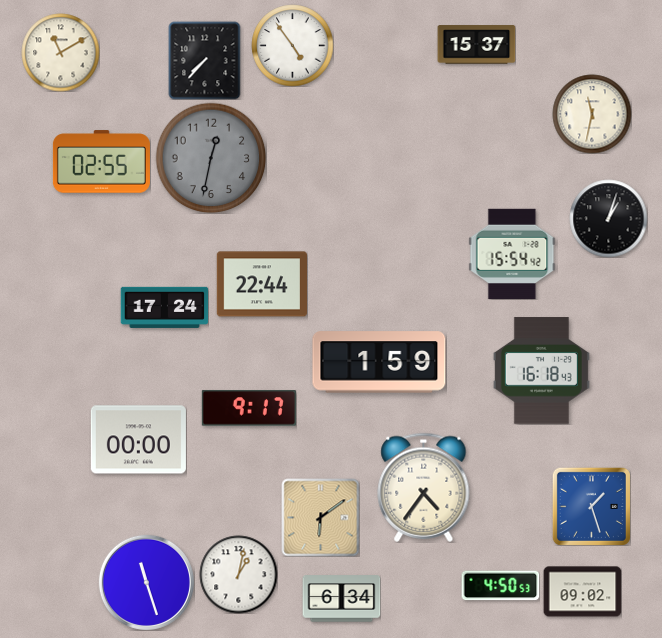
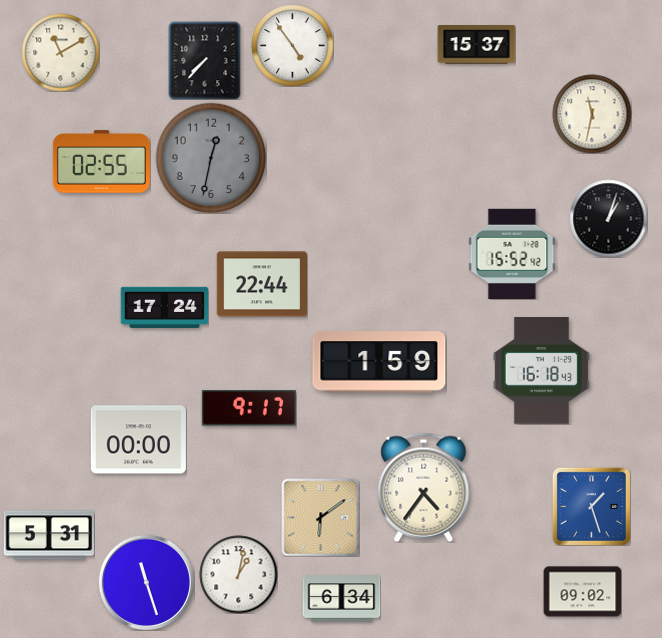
clock at (512, 253): 15:54 -> 15:52
clock at (48, 535): none -> 5:31
clock at (500, 586): 4:50 -> none
